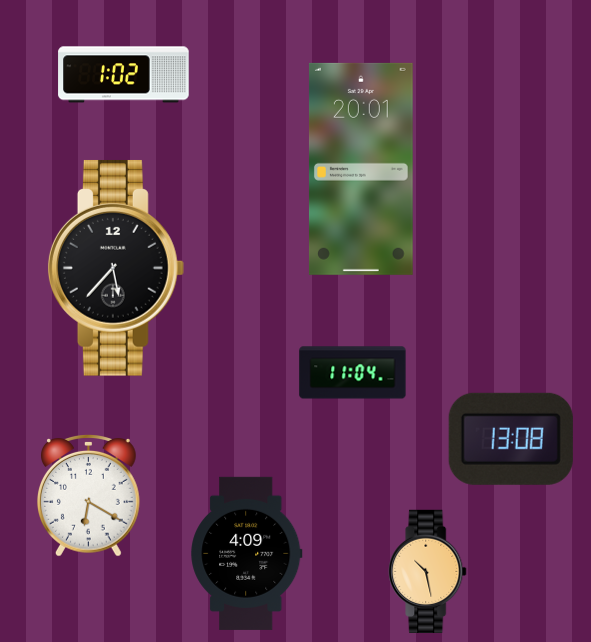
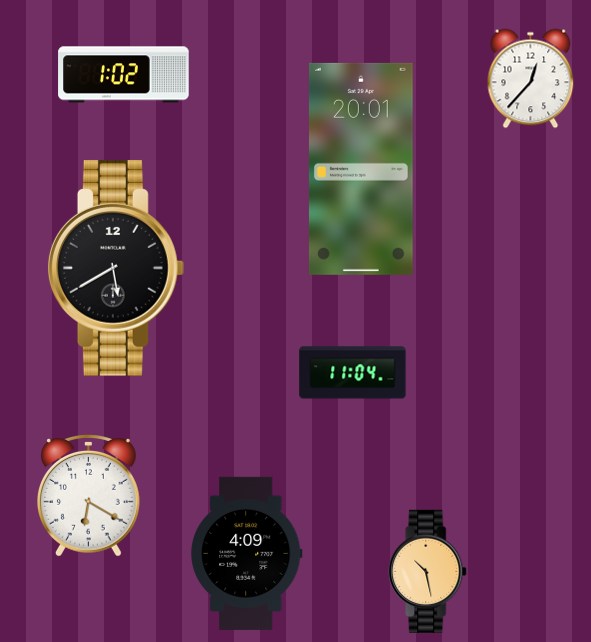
clock at (531, 79): none -> 12:37
clock at (116, 268): 5:37 -> 5:40
clock at (511, 439): 13:08 -> none
